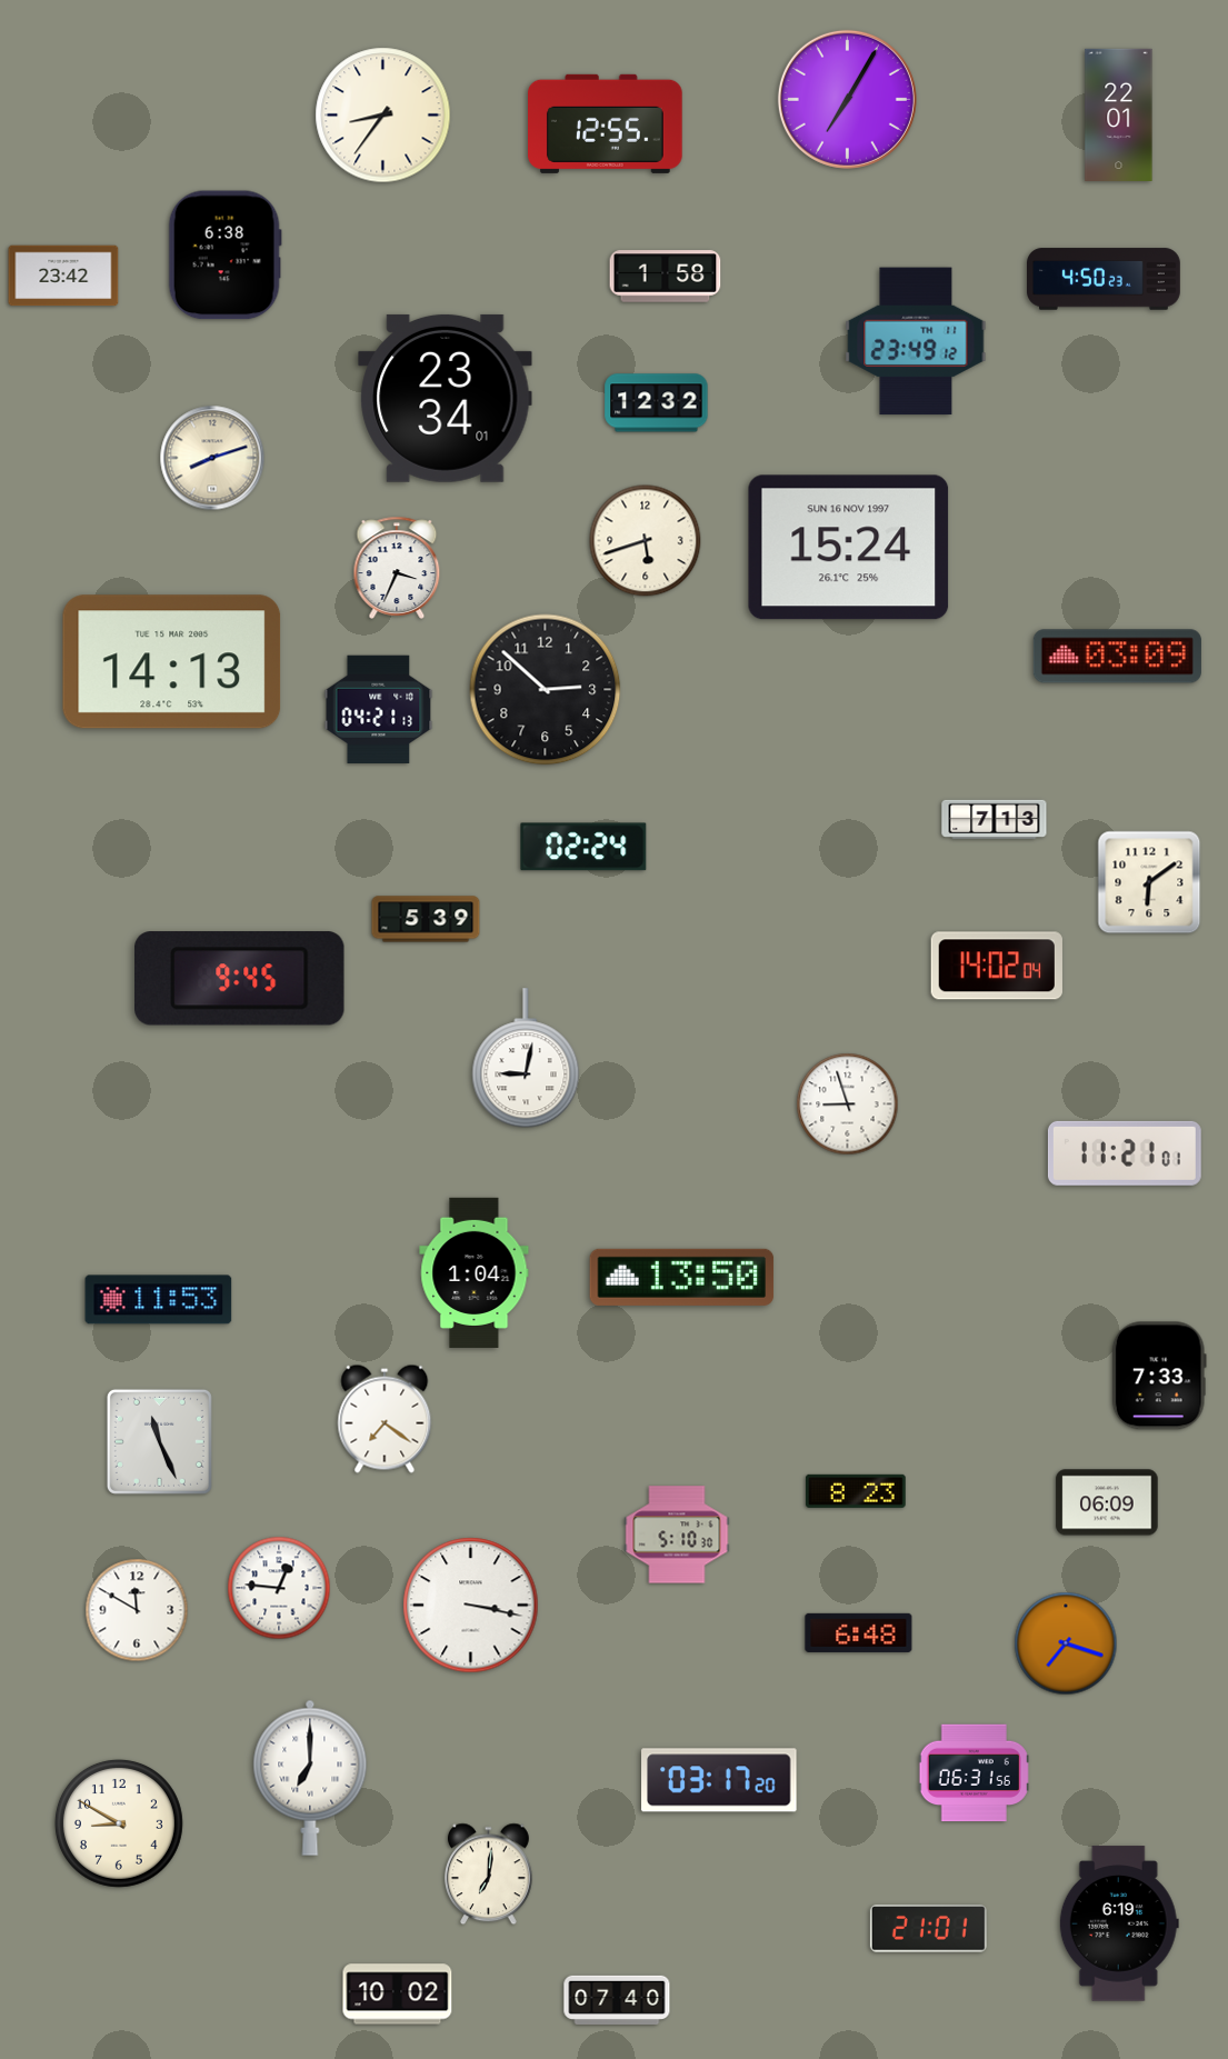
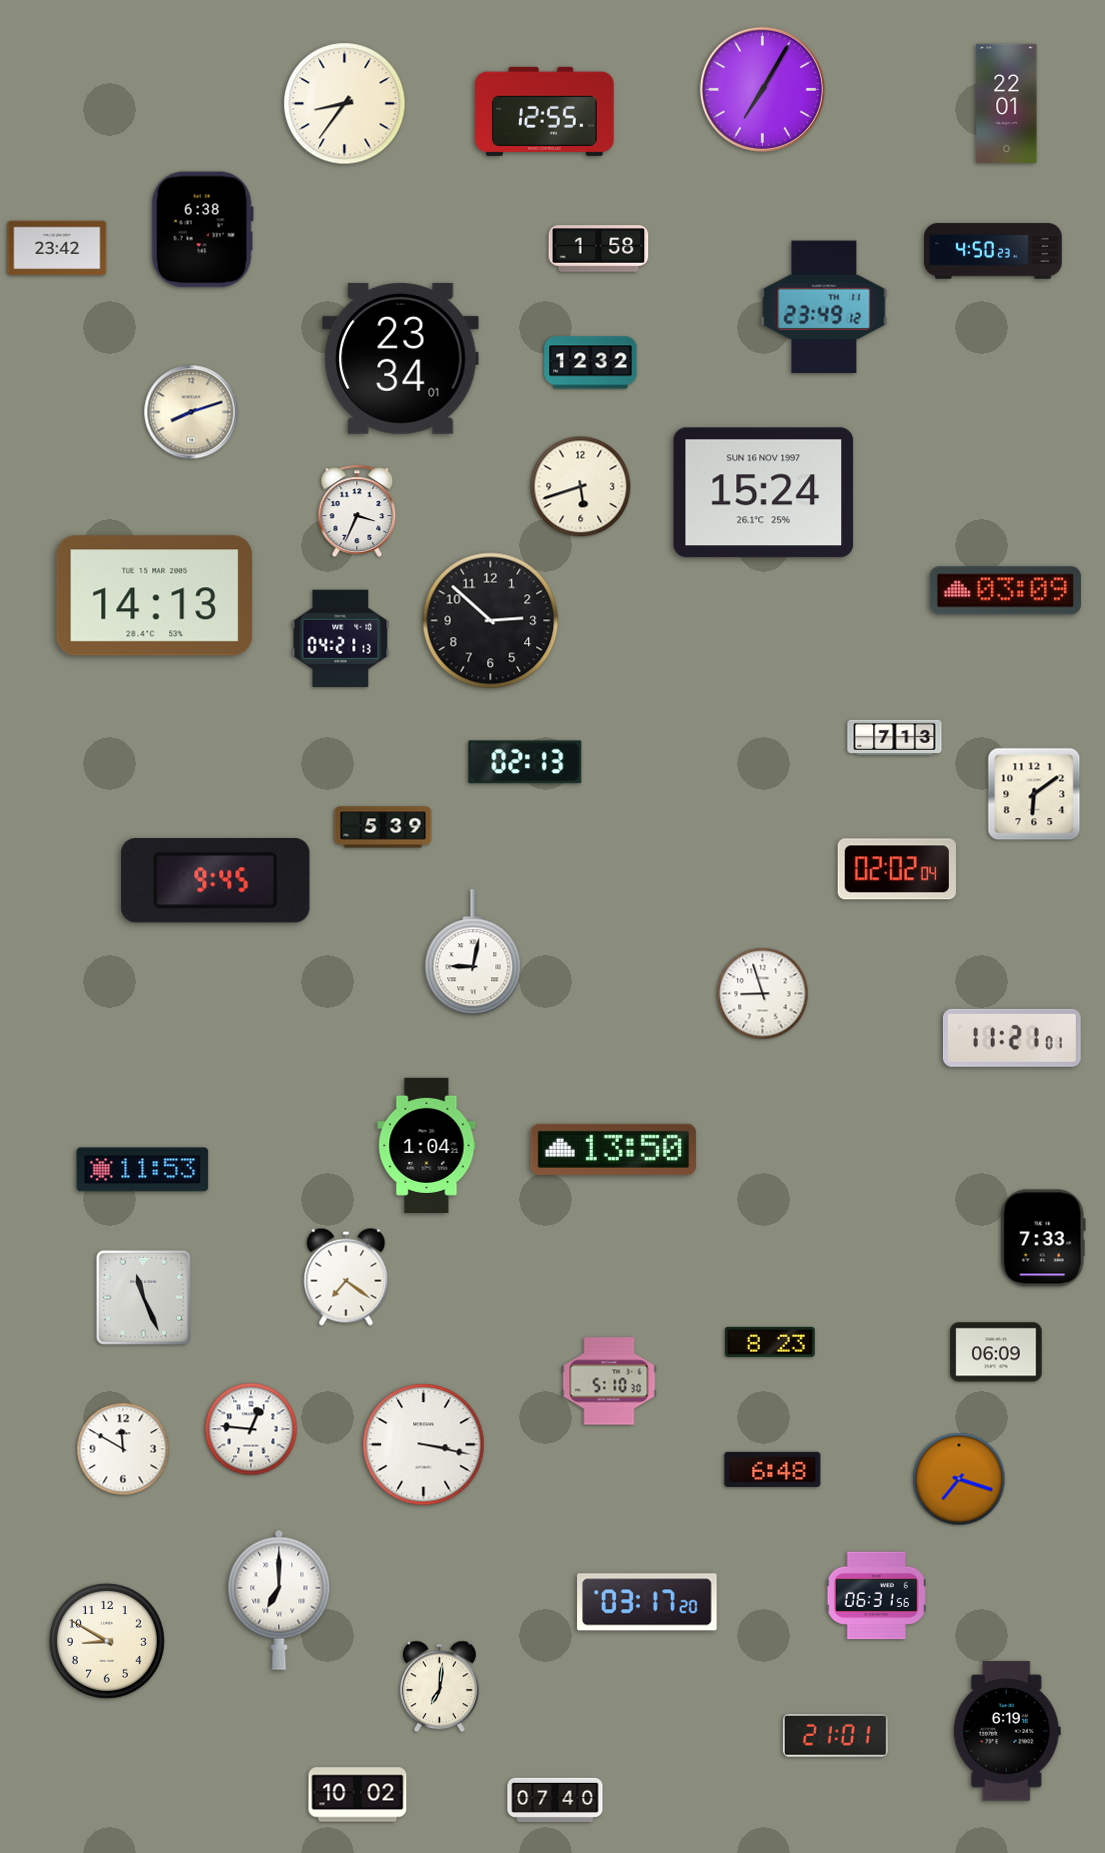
clock at (583, 847): 02:24 -> 02:13
clock at (997, 966): 14:02 -> 02:02
